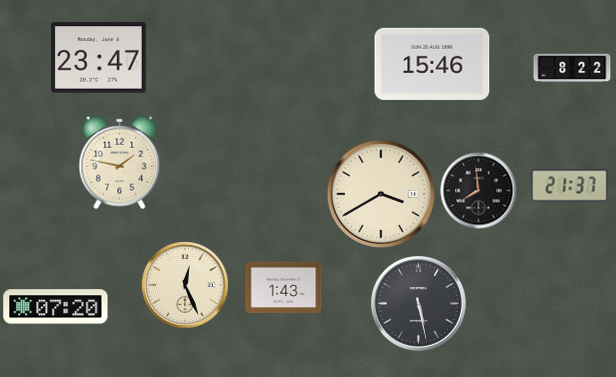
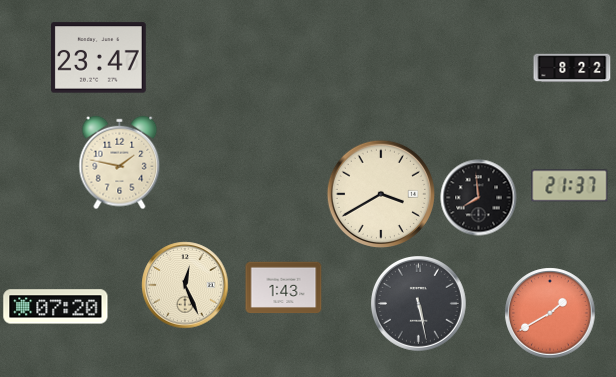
clock at (432, 64): 15:46 -> none
clock at (479, 191) position: (479, 191) -> (479, 198)
clock at (550, 313): none -> 1:40
